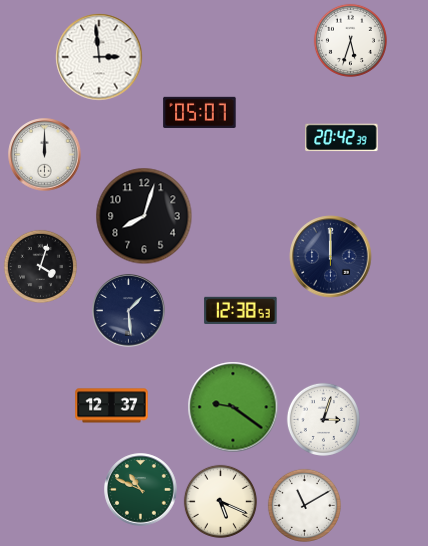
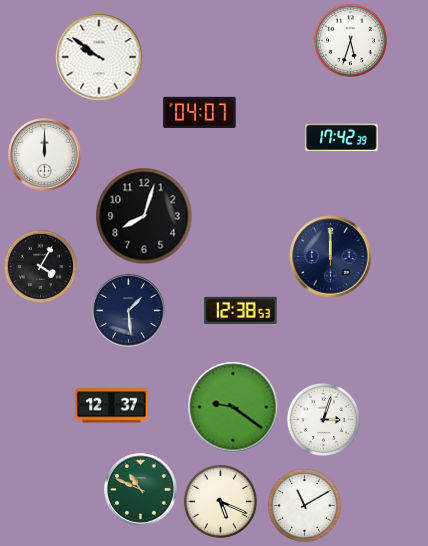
clock at (99, 57): 2:59 -> 9:51
clock at (200, 112): 05:07 -> 04:07
clock at (342, 138): 20:42 -> 17:42
clock at (40, 266): 4:03 -> 4:05
